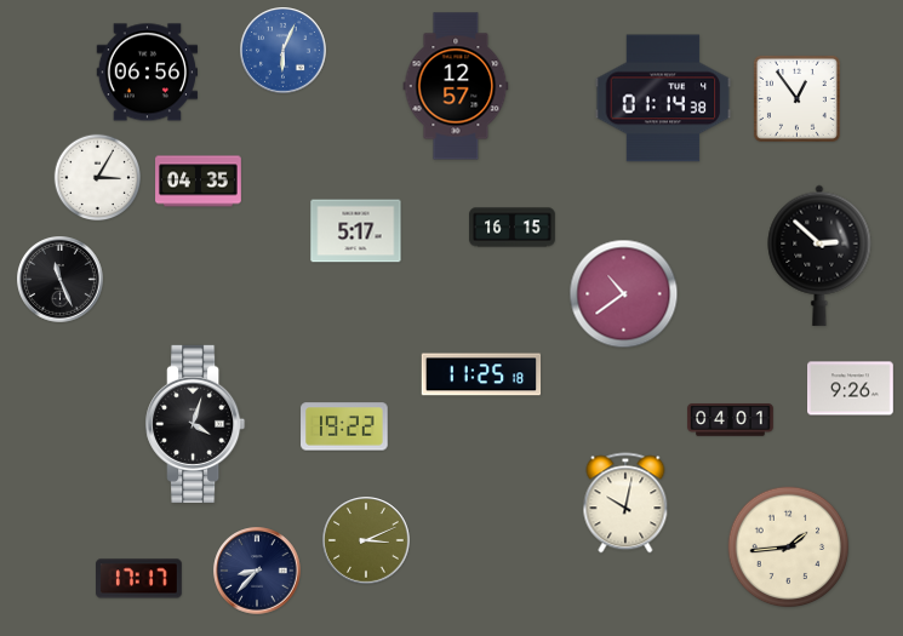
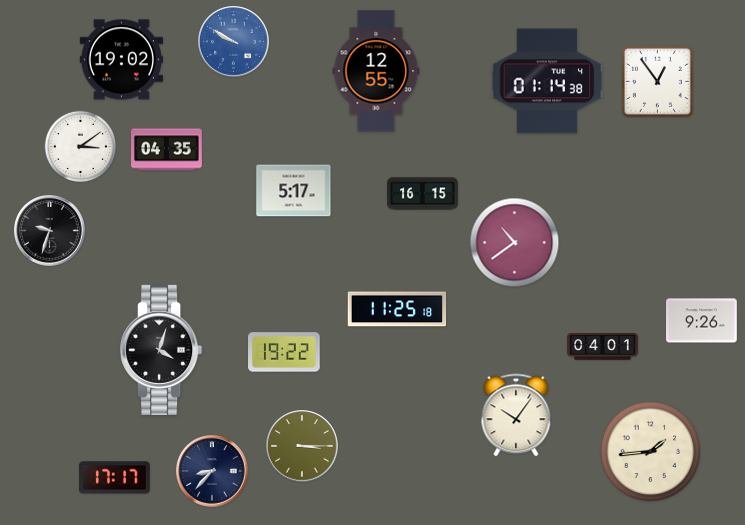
clock at (284, 51): 6:04 -> 9:50
clock at (147, 73): 06:56 -> 19:02
clock at (456, 86): 12:57 -> 12:55
clock at (98, 178): 3:05 -> 3:09
clock at (199, 182) position: (199, 182) -> (167, 150)
clock at (513, 228) position: (513, 228) -> (423, 194)
clock at (819, 256): 2:52 -> none
clock at (61, 280): 11:26 -> 9:33
clock at (625, 503): 10:02 -> 10:06
clock at (366, 540): 3:11 -> 3:15
